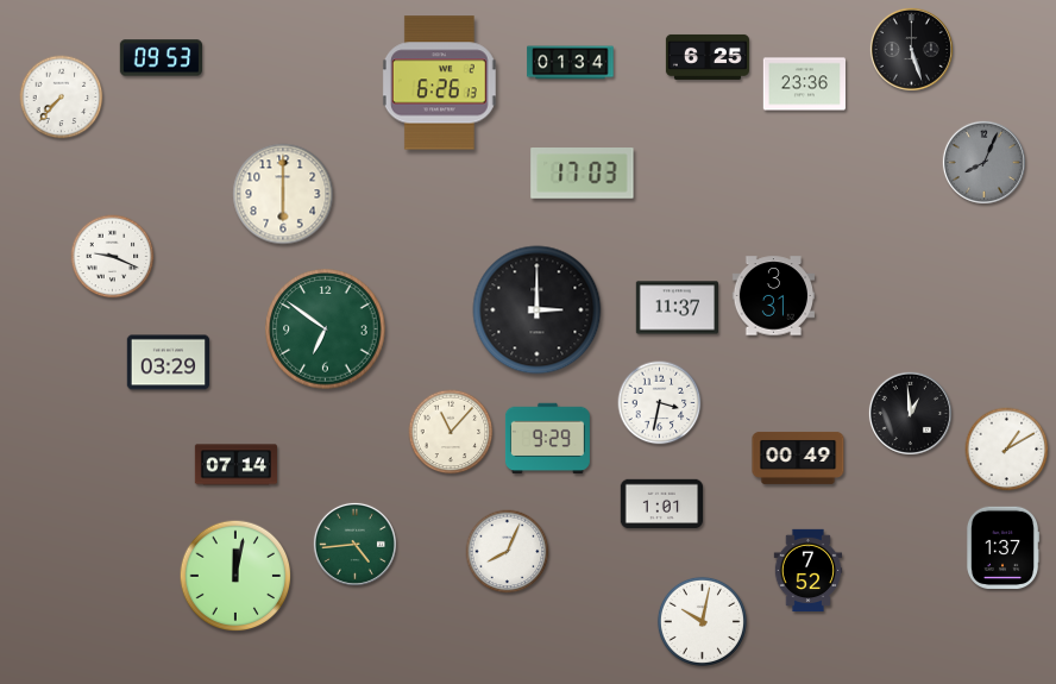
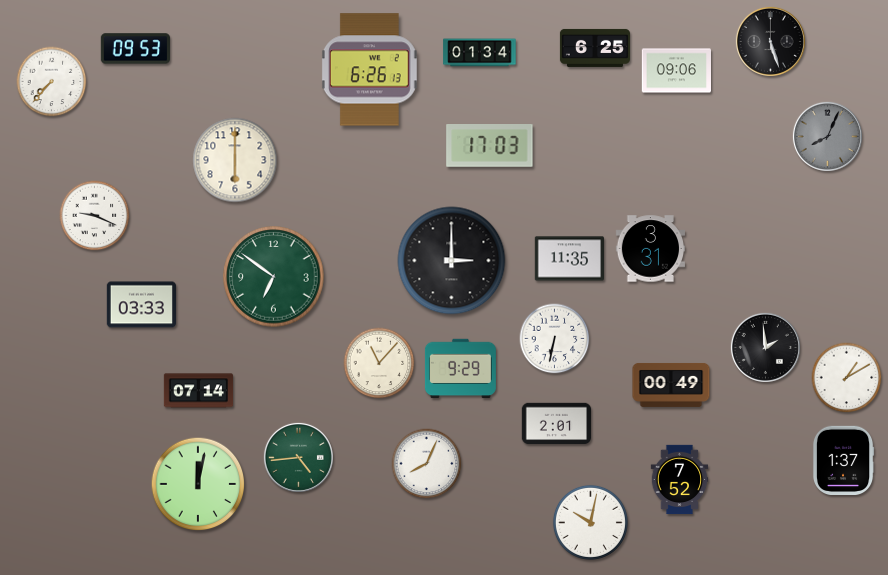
clock at (911, 49) position: (911, 49) -> (770, 41)
clock at (805, 84): 23:36 -> 09:06
clock at (283, 194) position: (283, 194) -> (235, 160)
clock at (678, 308): 11:37 -> 11:35
clock at (169, 363): 03:29 -> 03:33
clock at (660, 403): 3:32 -> 6:32
clock at (910, 413): 12:59 -> 1:59
clock at (662, 504): 1:01 -> 2:01
